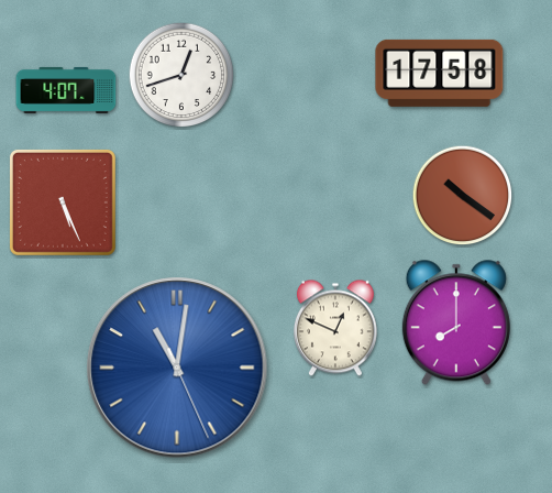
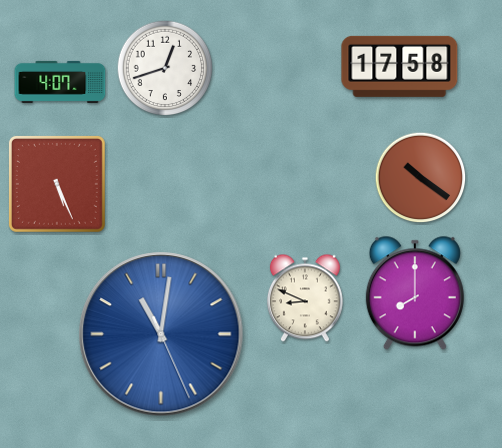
clock at (335, 328): 12:49 -> 8:49
